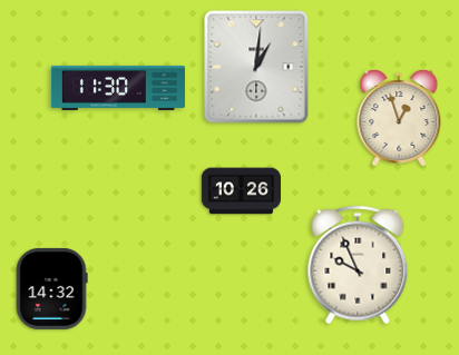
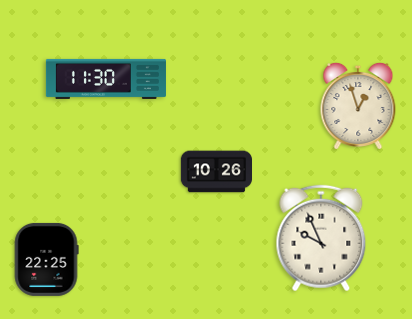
clock at (256, 67): 1:01 -> none
clock at (51, 288): 14:32 -> 22:25
